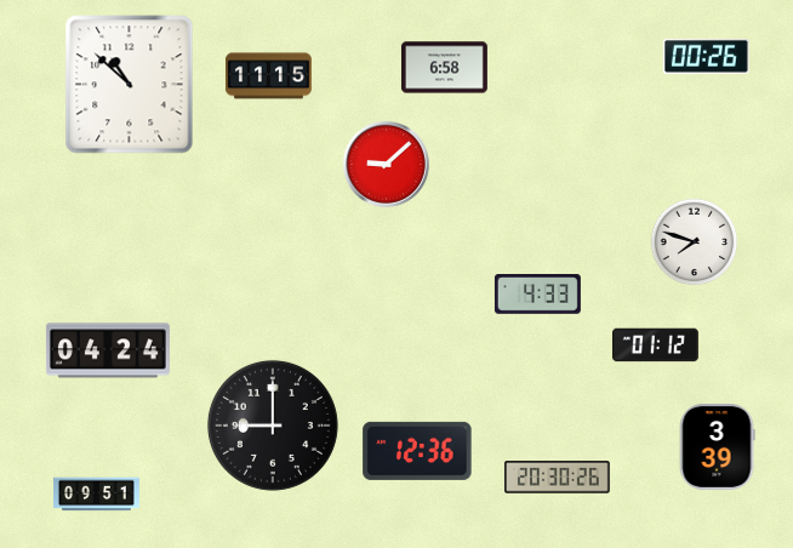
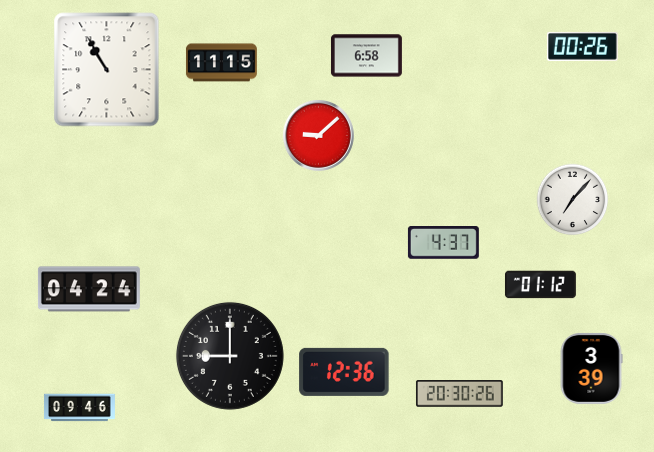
clock at (130, 85): 10:52 -> 10:55
clock at (695, 242): 7:48 -> 7:07
clock at (537, 295): 4:33 -> 4:37
clock at (273, 426) position: (273, 426) -> (230, 356)
clock at (96, 495): 09:51 -> 09:46
